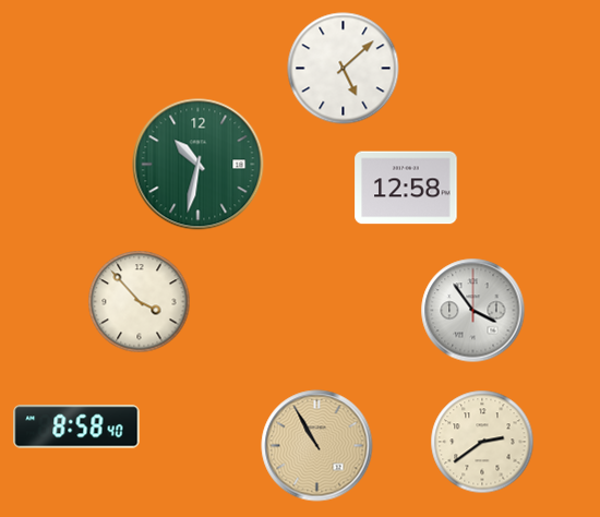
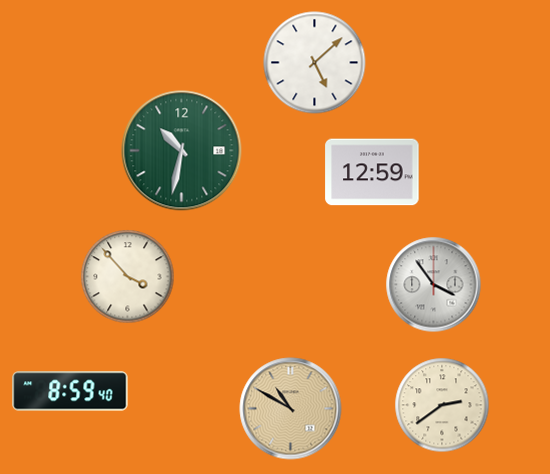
clock at (406, 188): 12:58 -> 12:59
clock at (76, 426): 8:58 -> 8:59
clock at (317, 446): 10:55 -> 10:50
